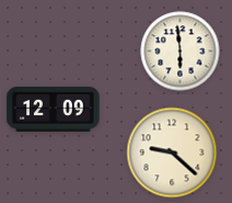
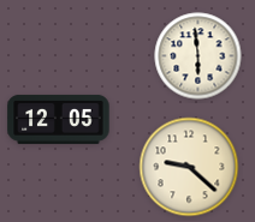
clock at (54, 109): 12:09 -> 12:05
